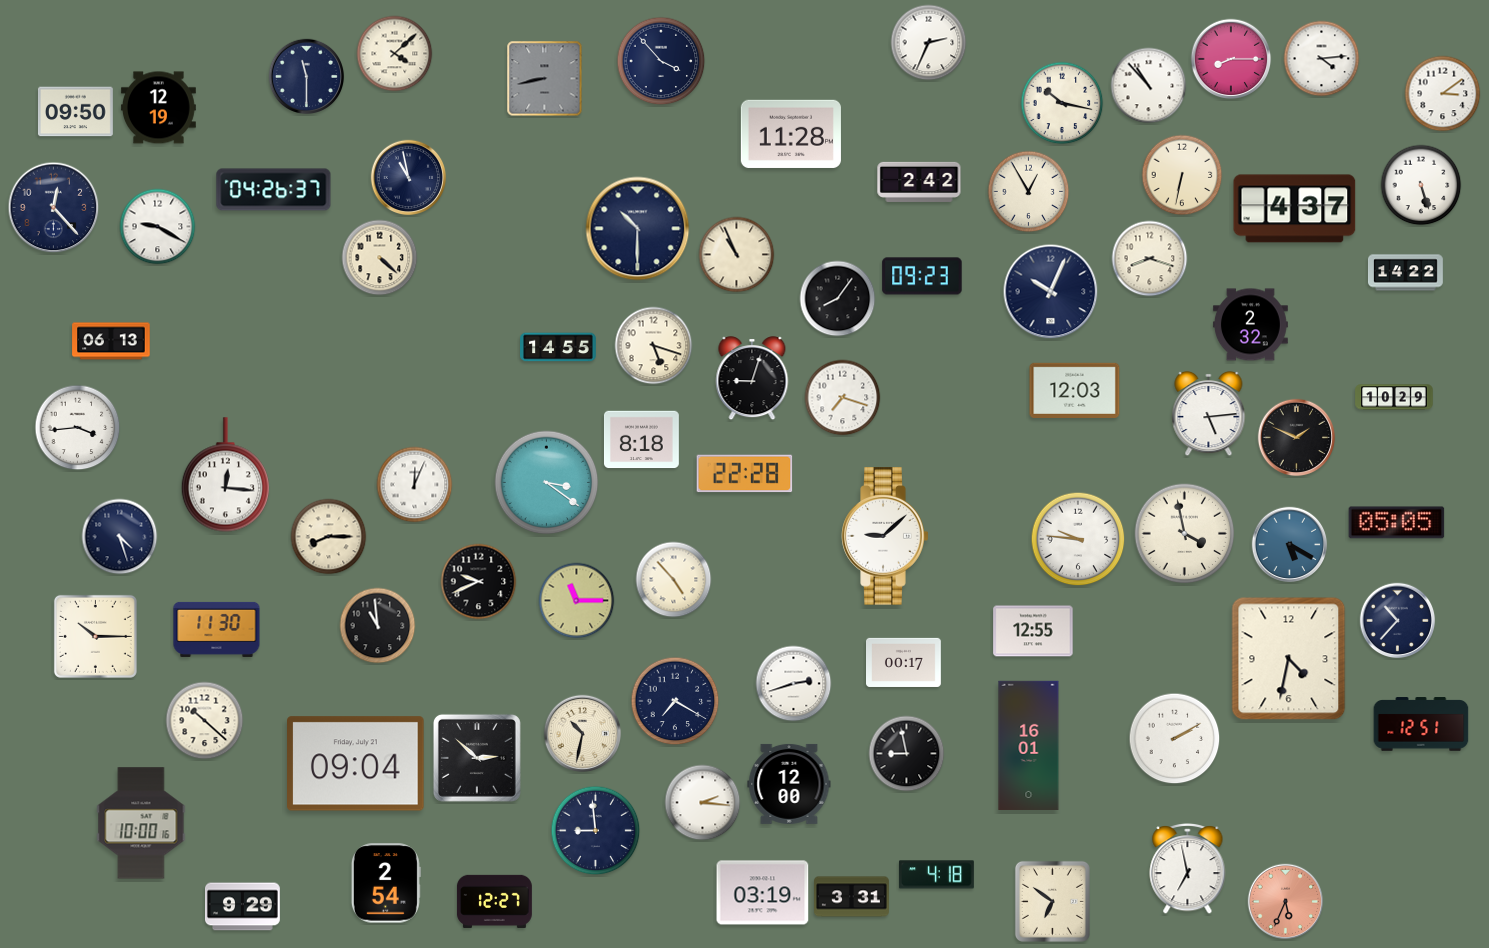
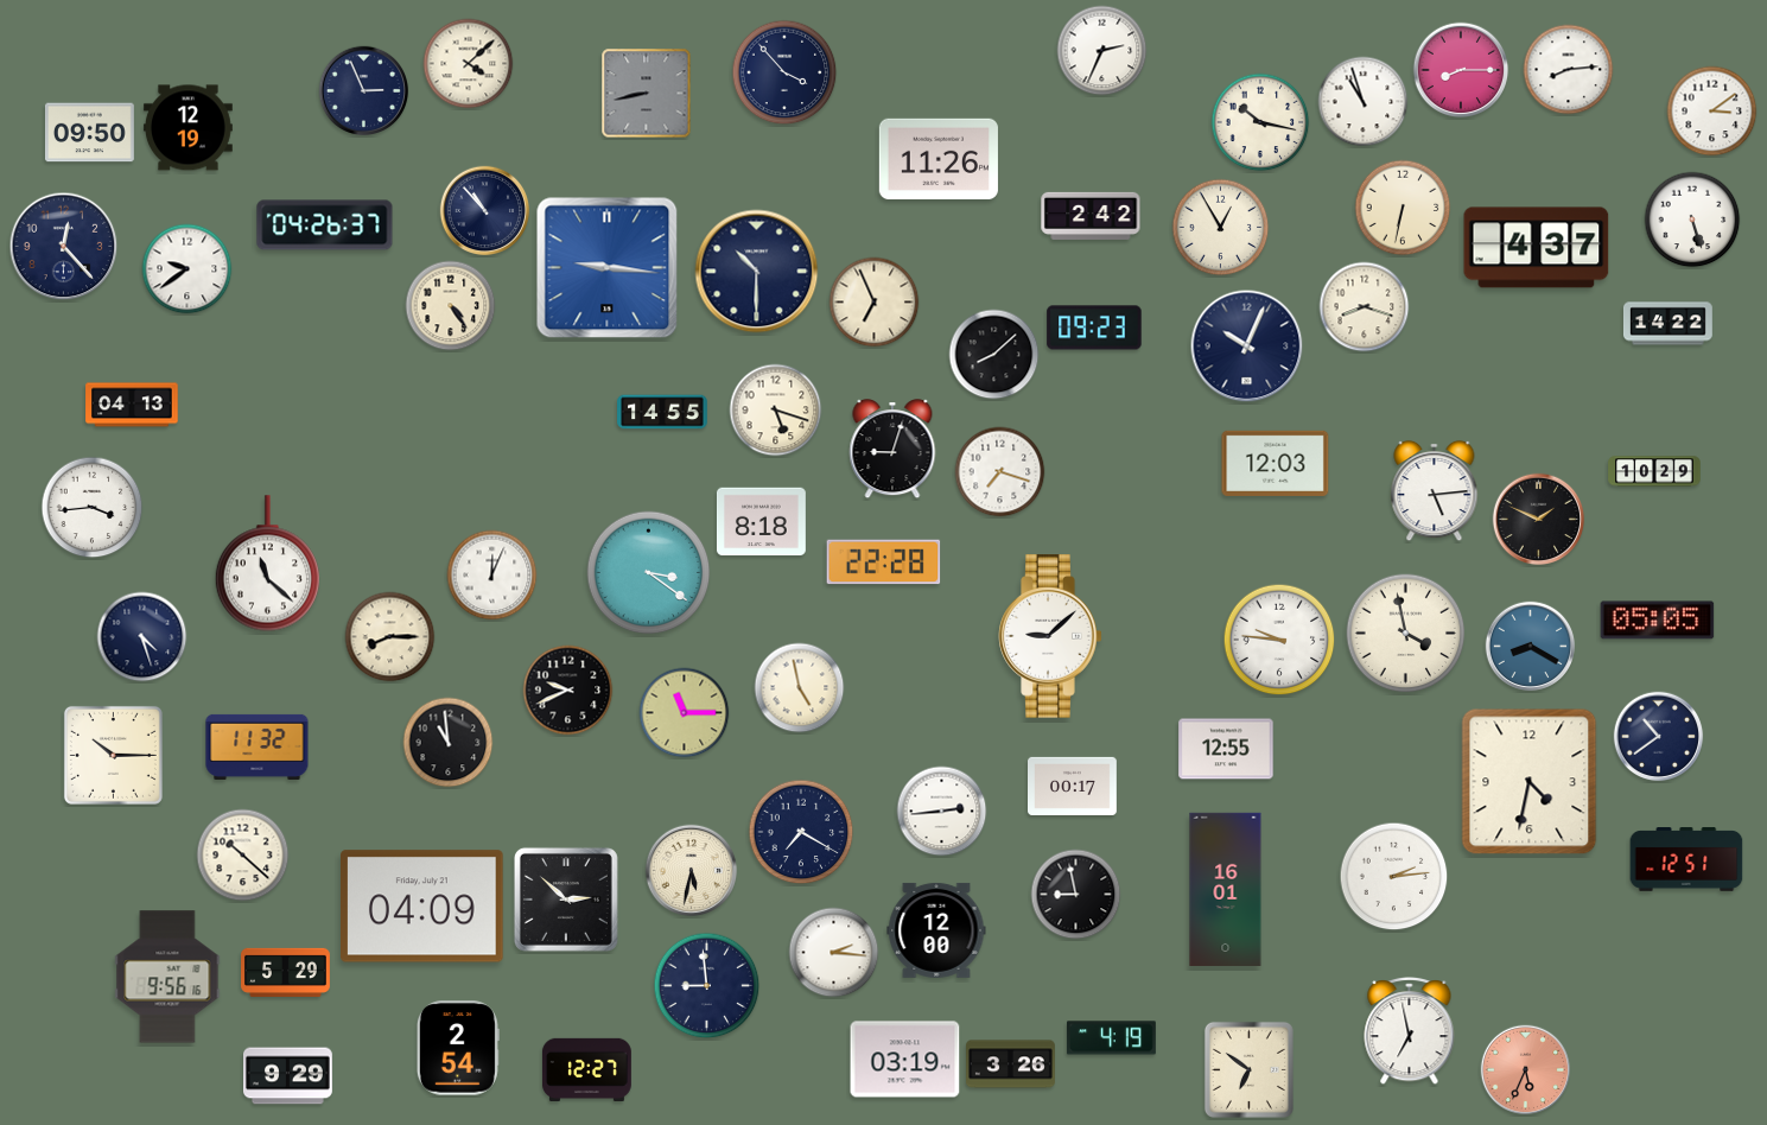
clock at (1322, 59): 4:14 -> 8:14
clock at (307, 77): 11:30 -> 2:56
clock at (1149, 86): 10:53 -> 10:57
clock at (791, 134): 11:28 -> 11:26
clock at (409, 178): 10:58 -> 10:53
clock at (1421, 185) position: (1421, 185) -> (1692, 220)
clock at (608, 268): none -> 9:16
clock at (158, 227): 9:20 -> 9:39
clock at (737, 255): 10:56 -> 6:56
clock at (380, 258): 4:22 -> 4:24
clock at (838, 299): 8:06 -> 8:08
clock at (1250, 325): 2:32 -> none
clock at (111, 341): 06:13 -> 04:13
clock at (225, 475): 12:16 -> 11:22
clock at (1290, 545): 5:20 -> 8:20
clock at (674, 580): 4:53 -> 4:58
clock at (1398, 621): 10:37 -> 10:39
clock at (217, 629): 11:30 -> 11:32
clock at (794, 684): 2:42 -> 2:44
clock at (583, 734): 10:32 -> 5:32
clock at (1175, 739): 2:10 -> 2:14
clock at (1029, 745) position: (1029, 745) -> (1226, 889)
clock at (356, 764): 09:04 -> 04:09
clock at (286, 972): none -> 5:29
clock at (141, 823): 10:00 -> 9:56
clock at (936, 875): 4:18 -> 4:19
clock at (852, 897): 3:31 -> 3:26
